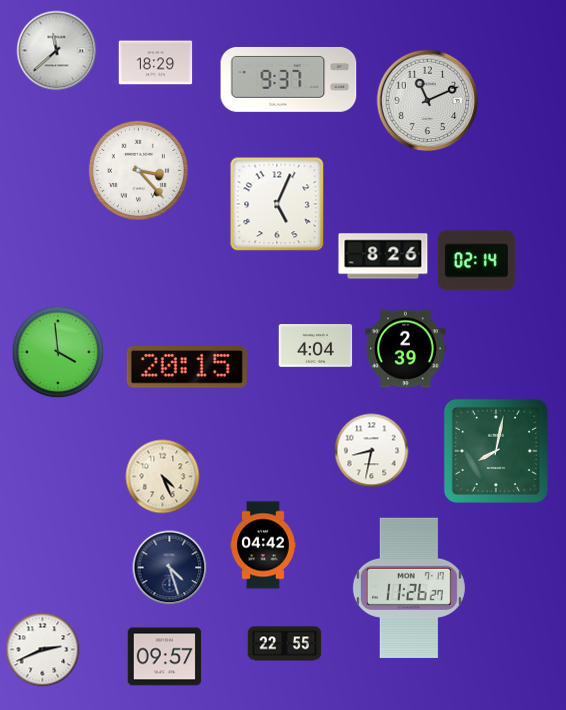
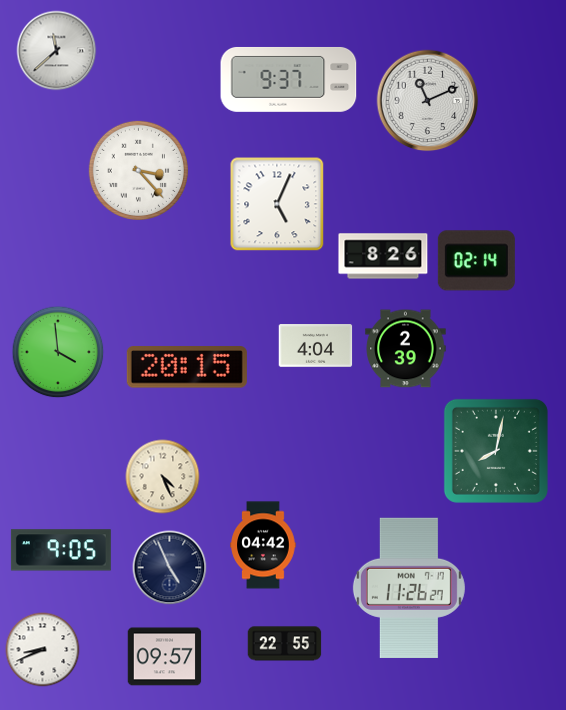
clock at (156, 63): 18:29 -> none
clock at (372, 451): 8:32 -> none
clock at (61, 550): none -> 9:05
clock at (170, 568): 4:27 -> 4:56
clock at (43, 650): 2:41 -> 8:41
